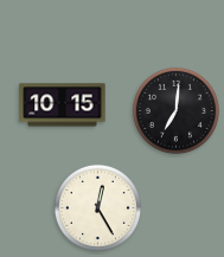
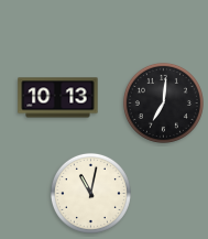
clock at (63, 105): 10:15 -> 10:13
clock at (97, 207): 12:25 -> 11:02
